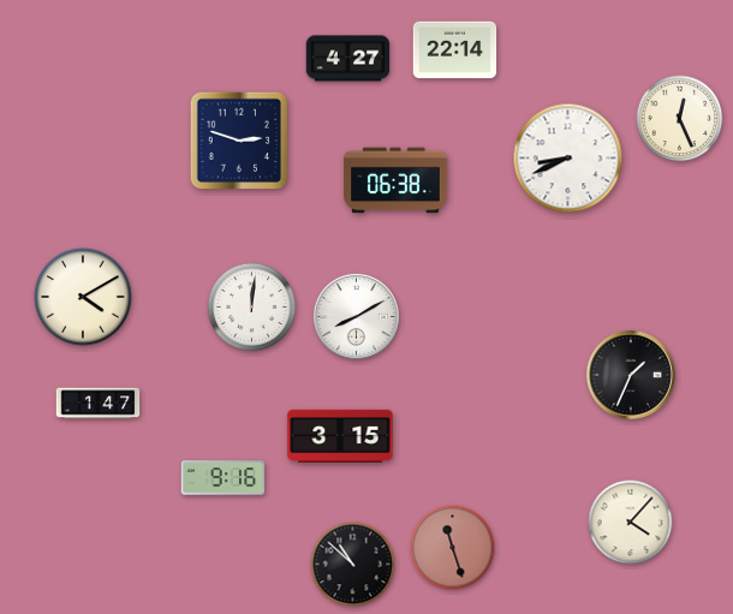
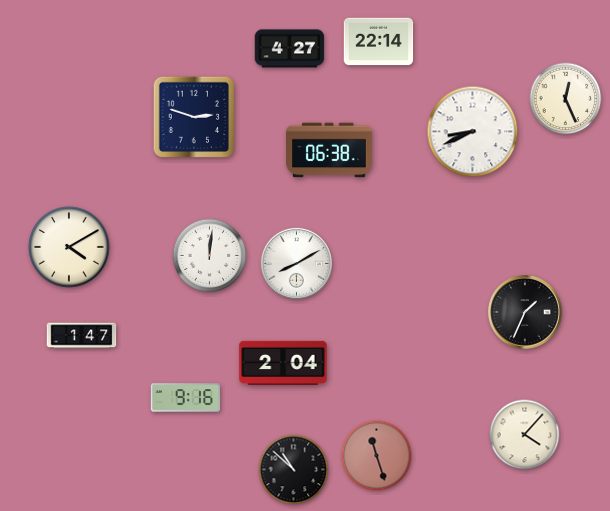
clock at (238, 139) position: (238, 139) -> (193, 116)
clock at (340, 435): 3:15 -> 2:04
